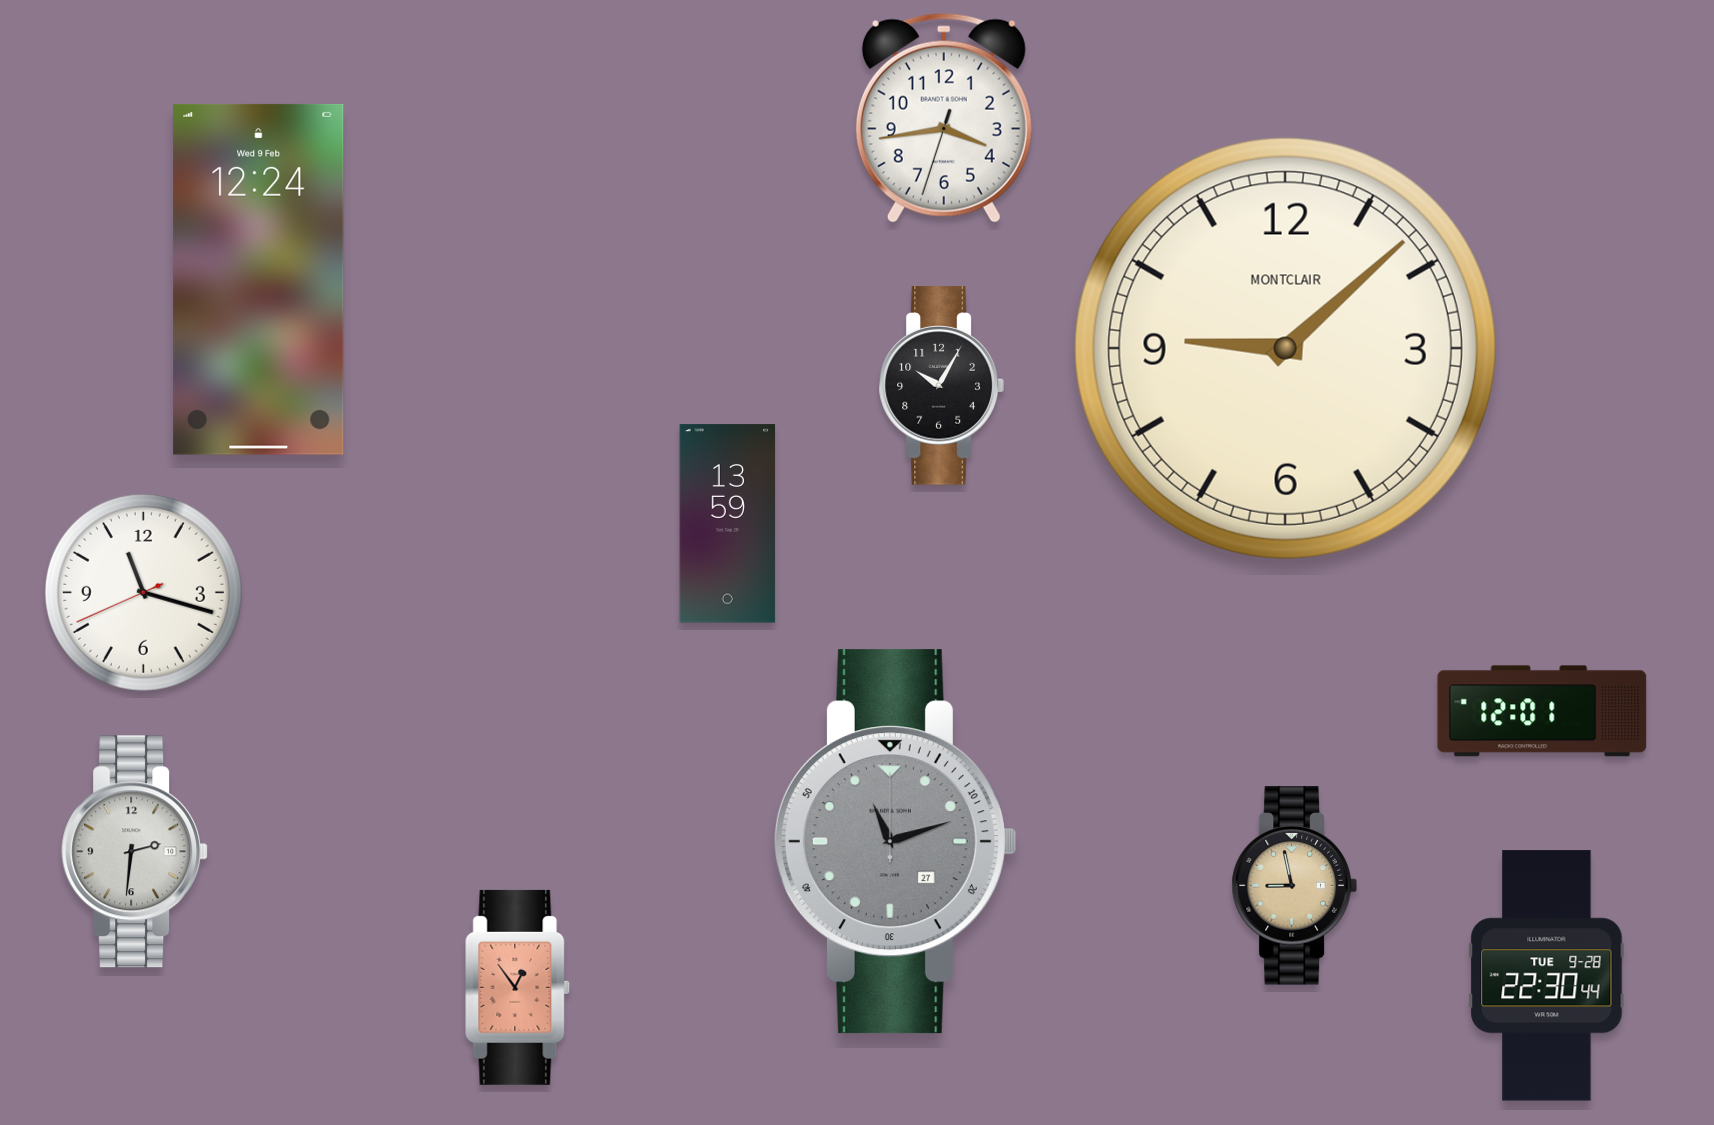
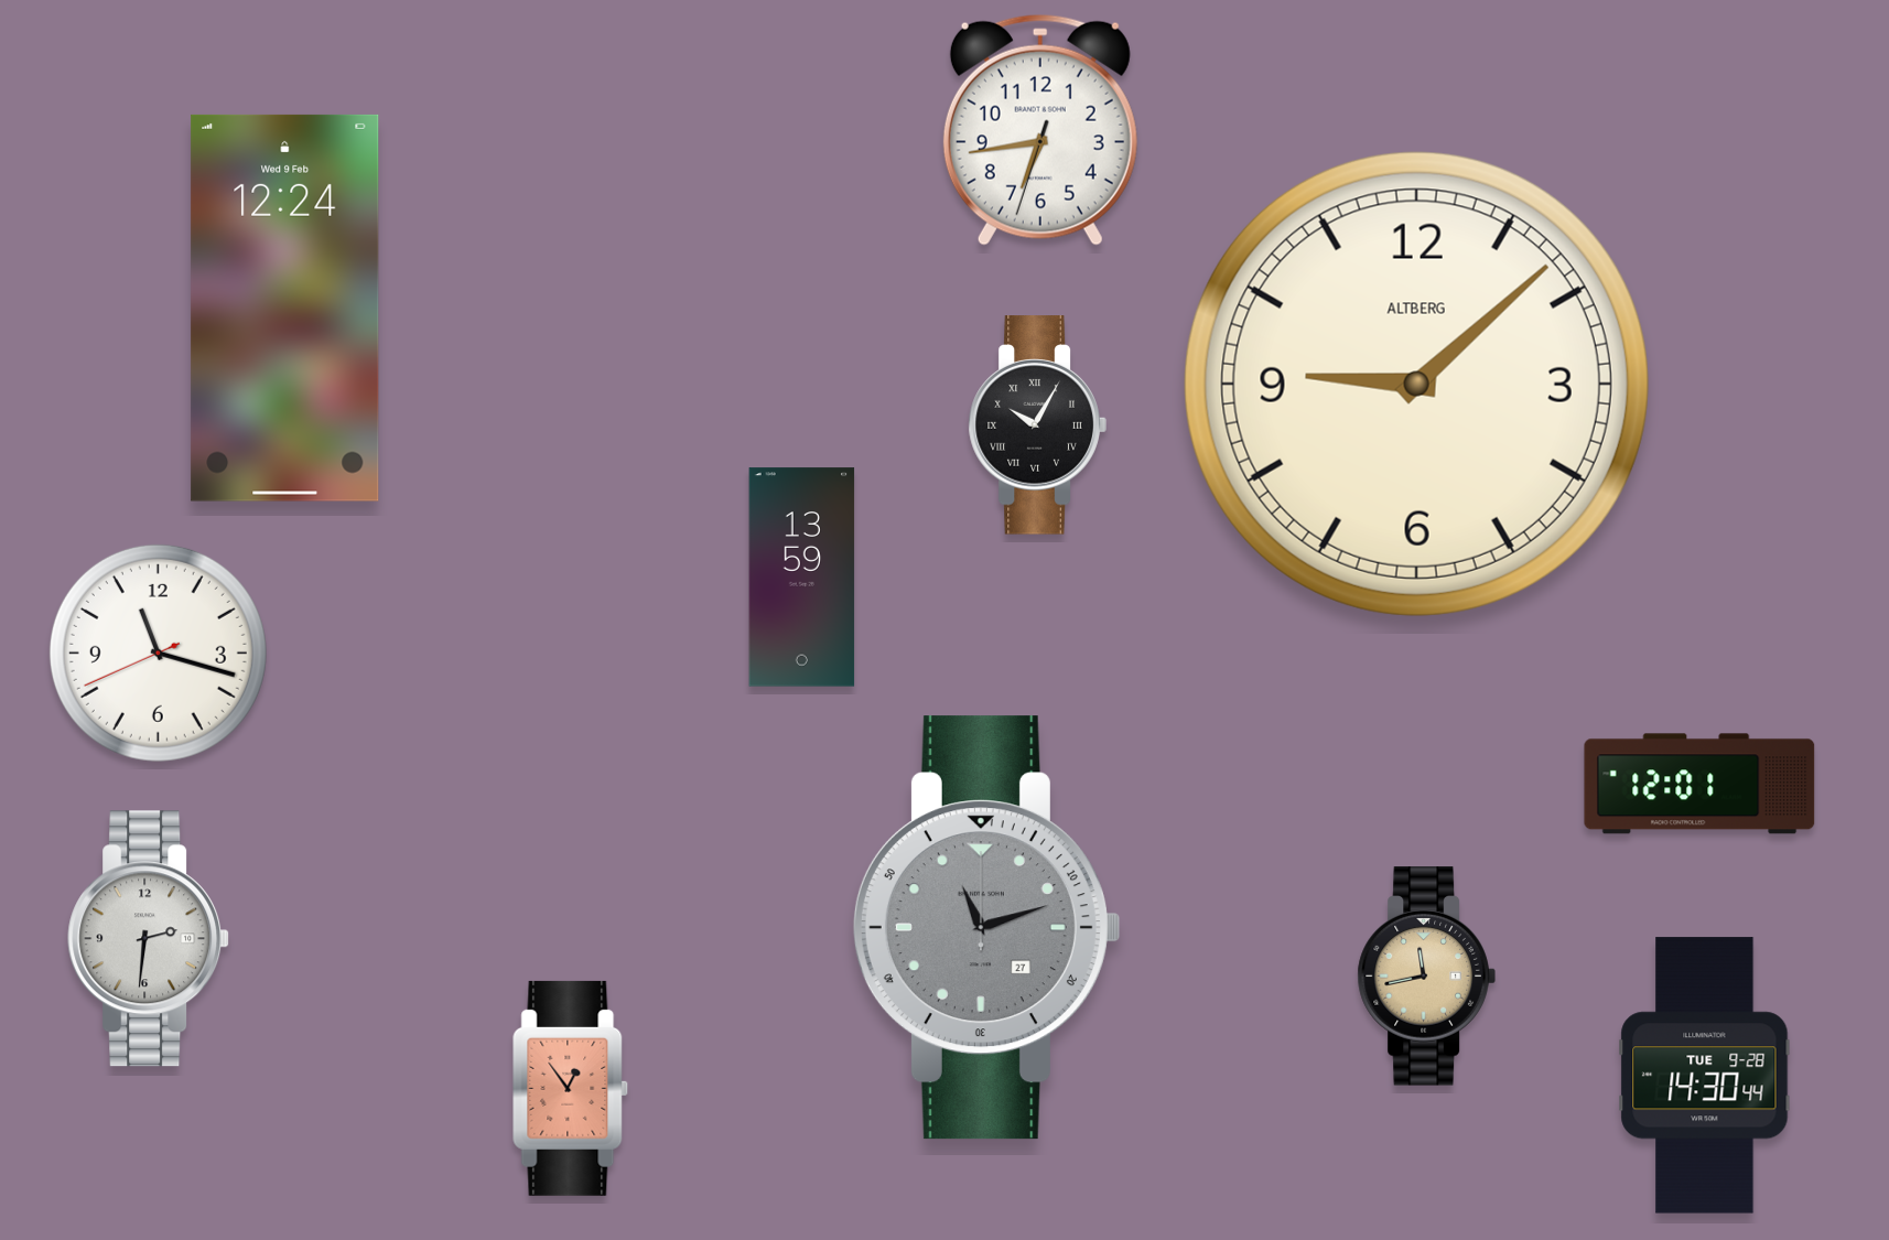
clock at (944, 118): 3:43 -> 6:43
clock at (1285, 348) brand: MONTCLAIR -> ALTBERG
clock at (941, 386) numerals: Arabic -> Roman
clock at (1294, 886): 8:58 -> 11:43
clock at (1547, 976): 22:30 -> 14:30
